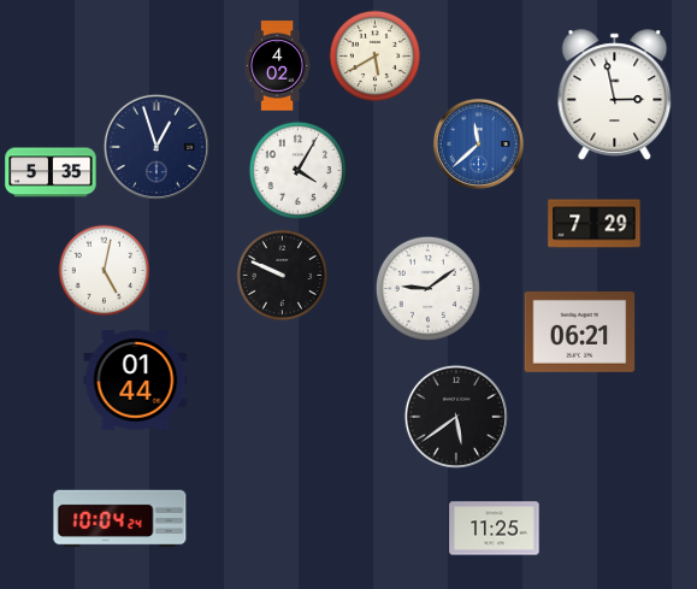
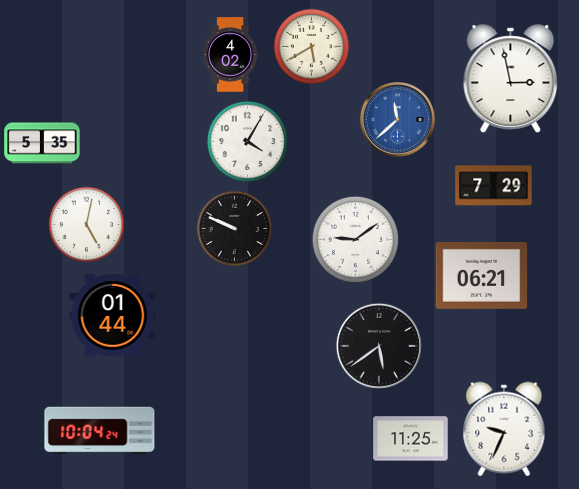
clock at (156, 147): 12:57 -> none
clock at (504, 429): none -> 9:34
